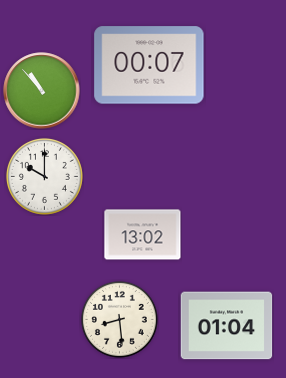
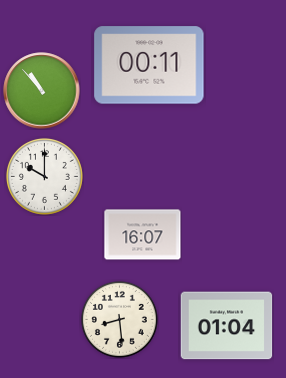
clock at (149, 65): 00:07 -> 00:11
clock at (143, 235): 13:02 -> 16:07
